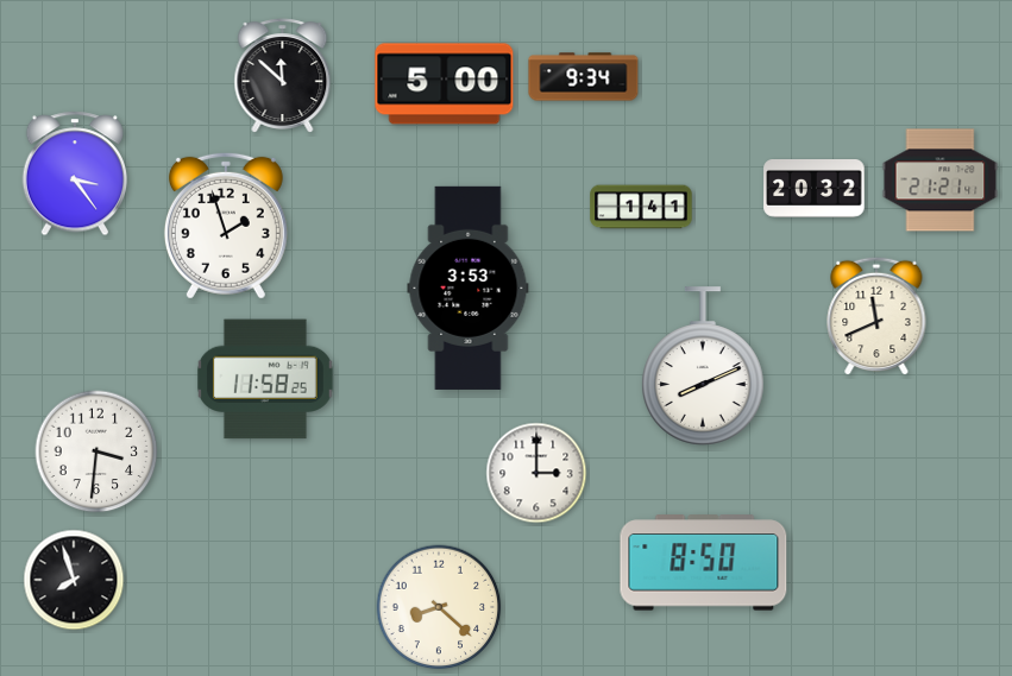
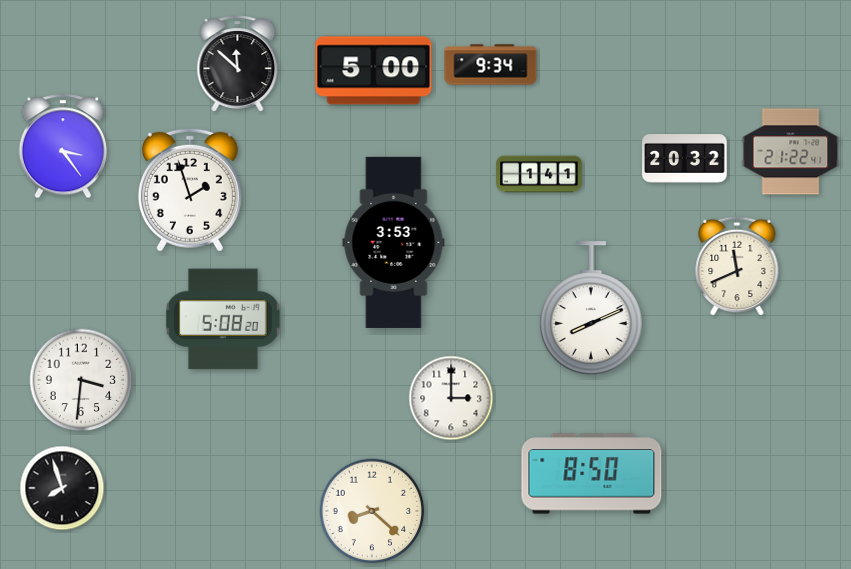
clock at (941, 181): 21:21 -> 21:22
clock at (265, 379): 11:58 -> 5:08
clock at (439, 607) position: (439, 607) -> (372, 511)
